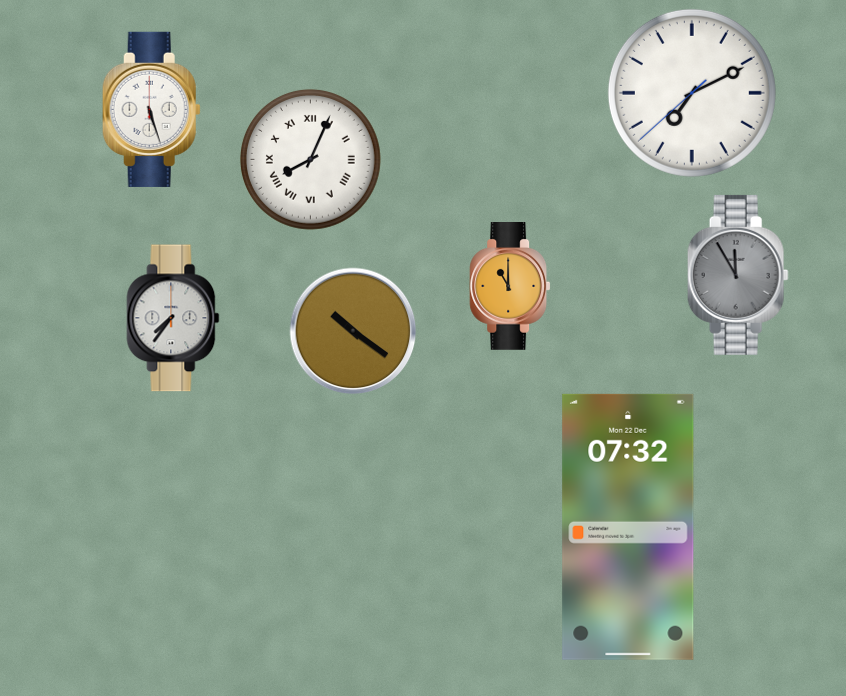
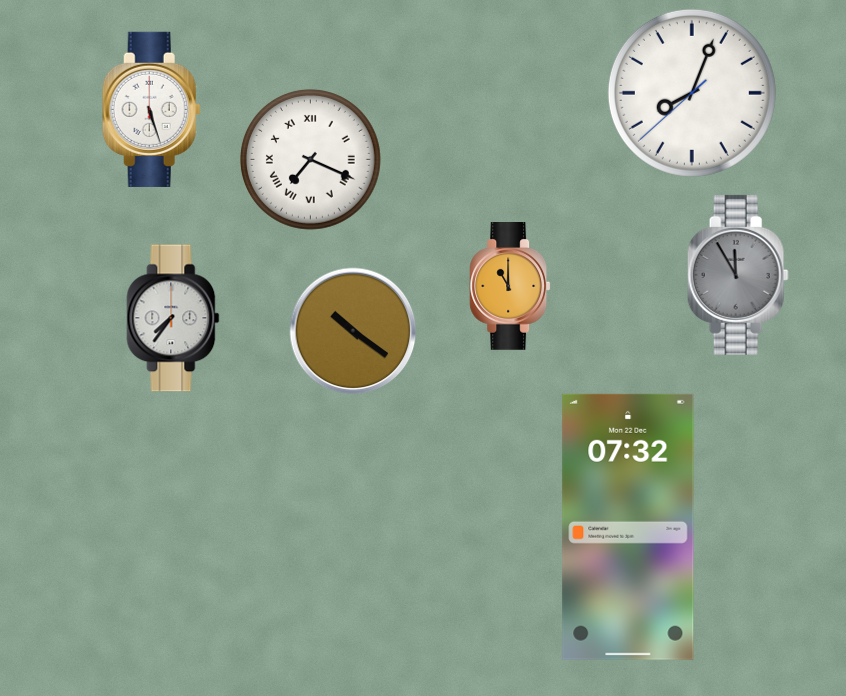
clock at (692, 93): 7:10 -> 8:03
clock at (310, 159): 8:04 -> 7:19
